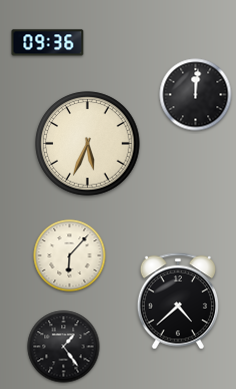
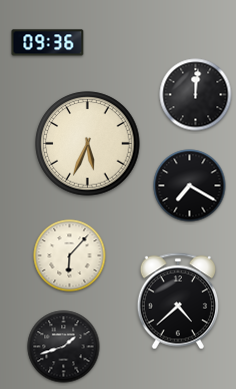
clock at (190, 186): none -> 7:20
clock at (64, 347): 1:24 -> 1:42
